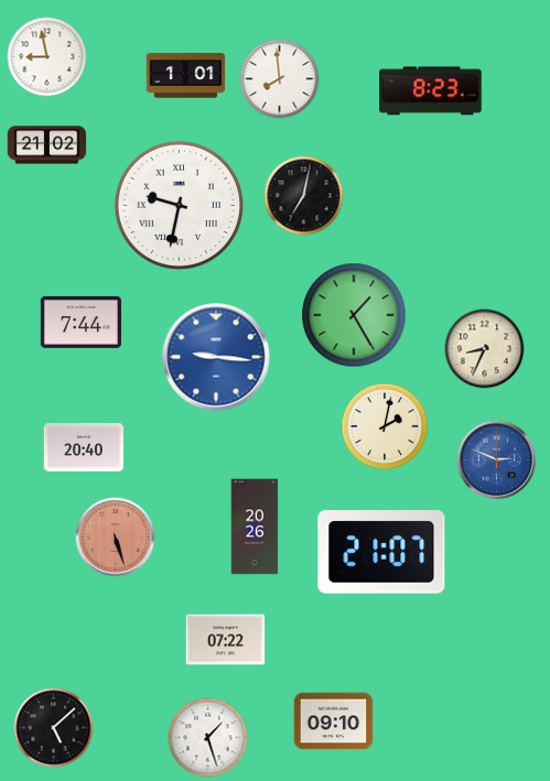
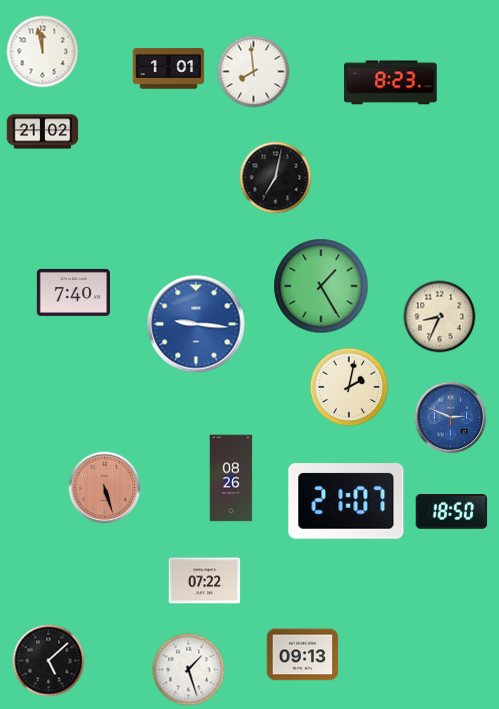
clock at (47, 57): 8:58 -> 11:58
clock at (179, 205): 9:32 -> none
clock at (80, 322): 7:44 -> 7:40
clock at (84, 448): 20:40 -> none
clock at (255, 527): 20:26 -> 08:26
clock at (452, 512): none -> 18:50
clock at (334, 722): 09:10 -> 09:13
